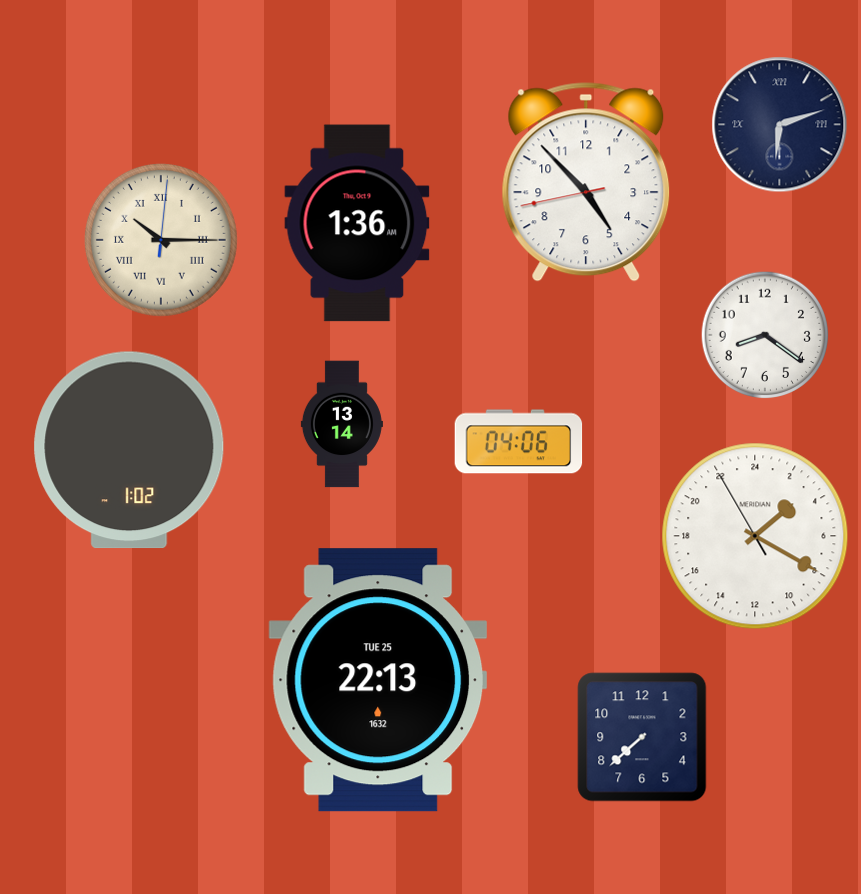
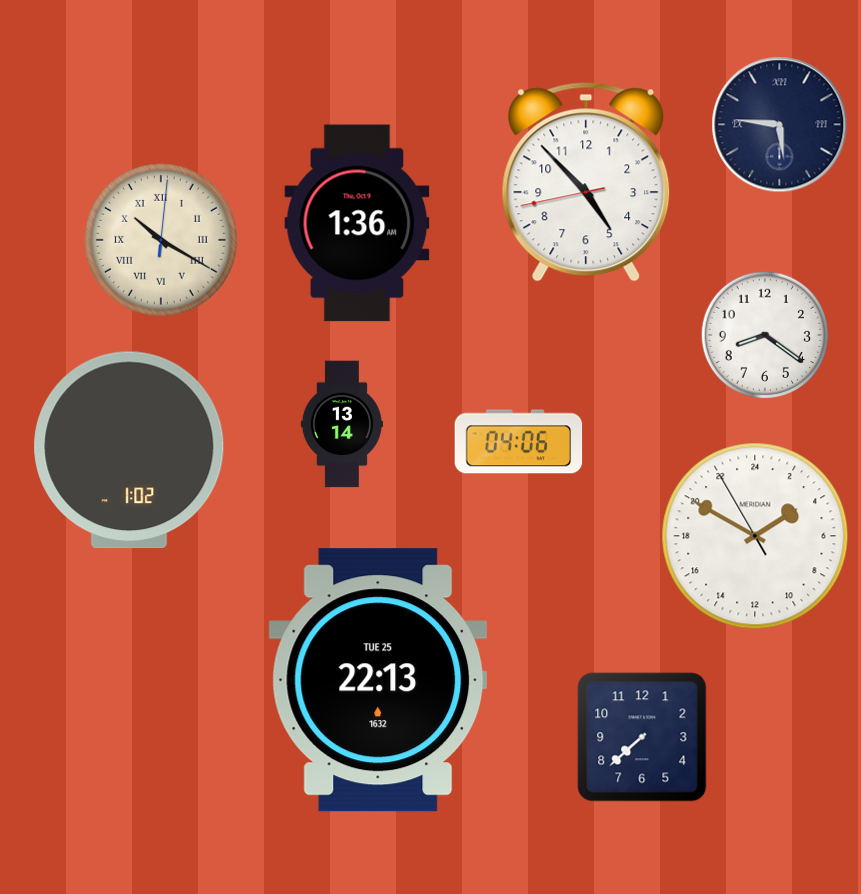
clock at (780, 125): 6:12 -> 5:46
clock at (161, 240): 10:15 -> 10:20
clock at (755, 536): 3:19 -> 3:49
